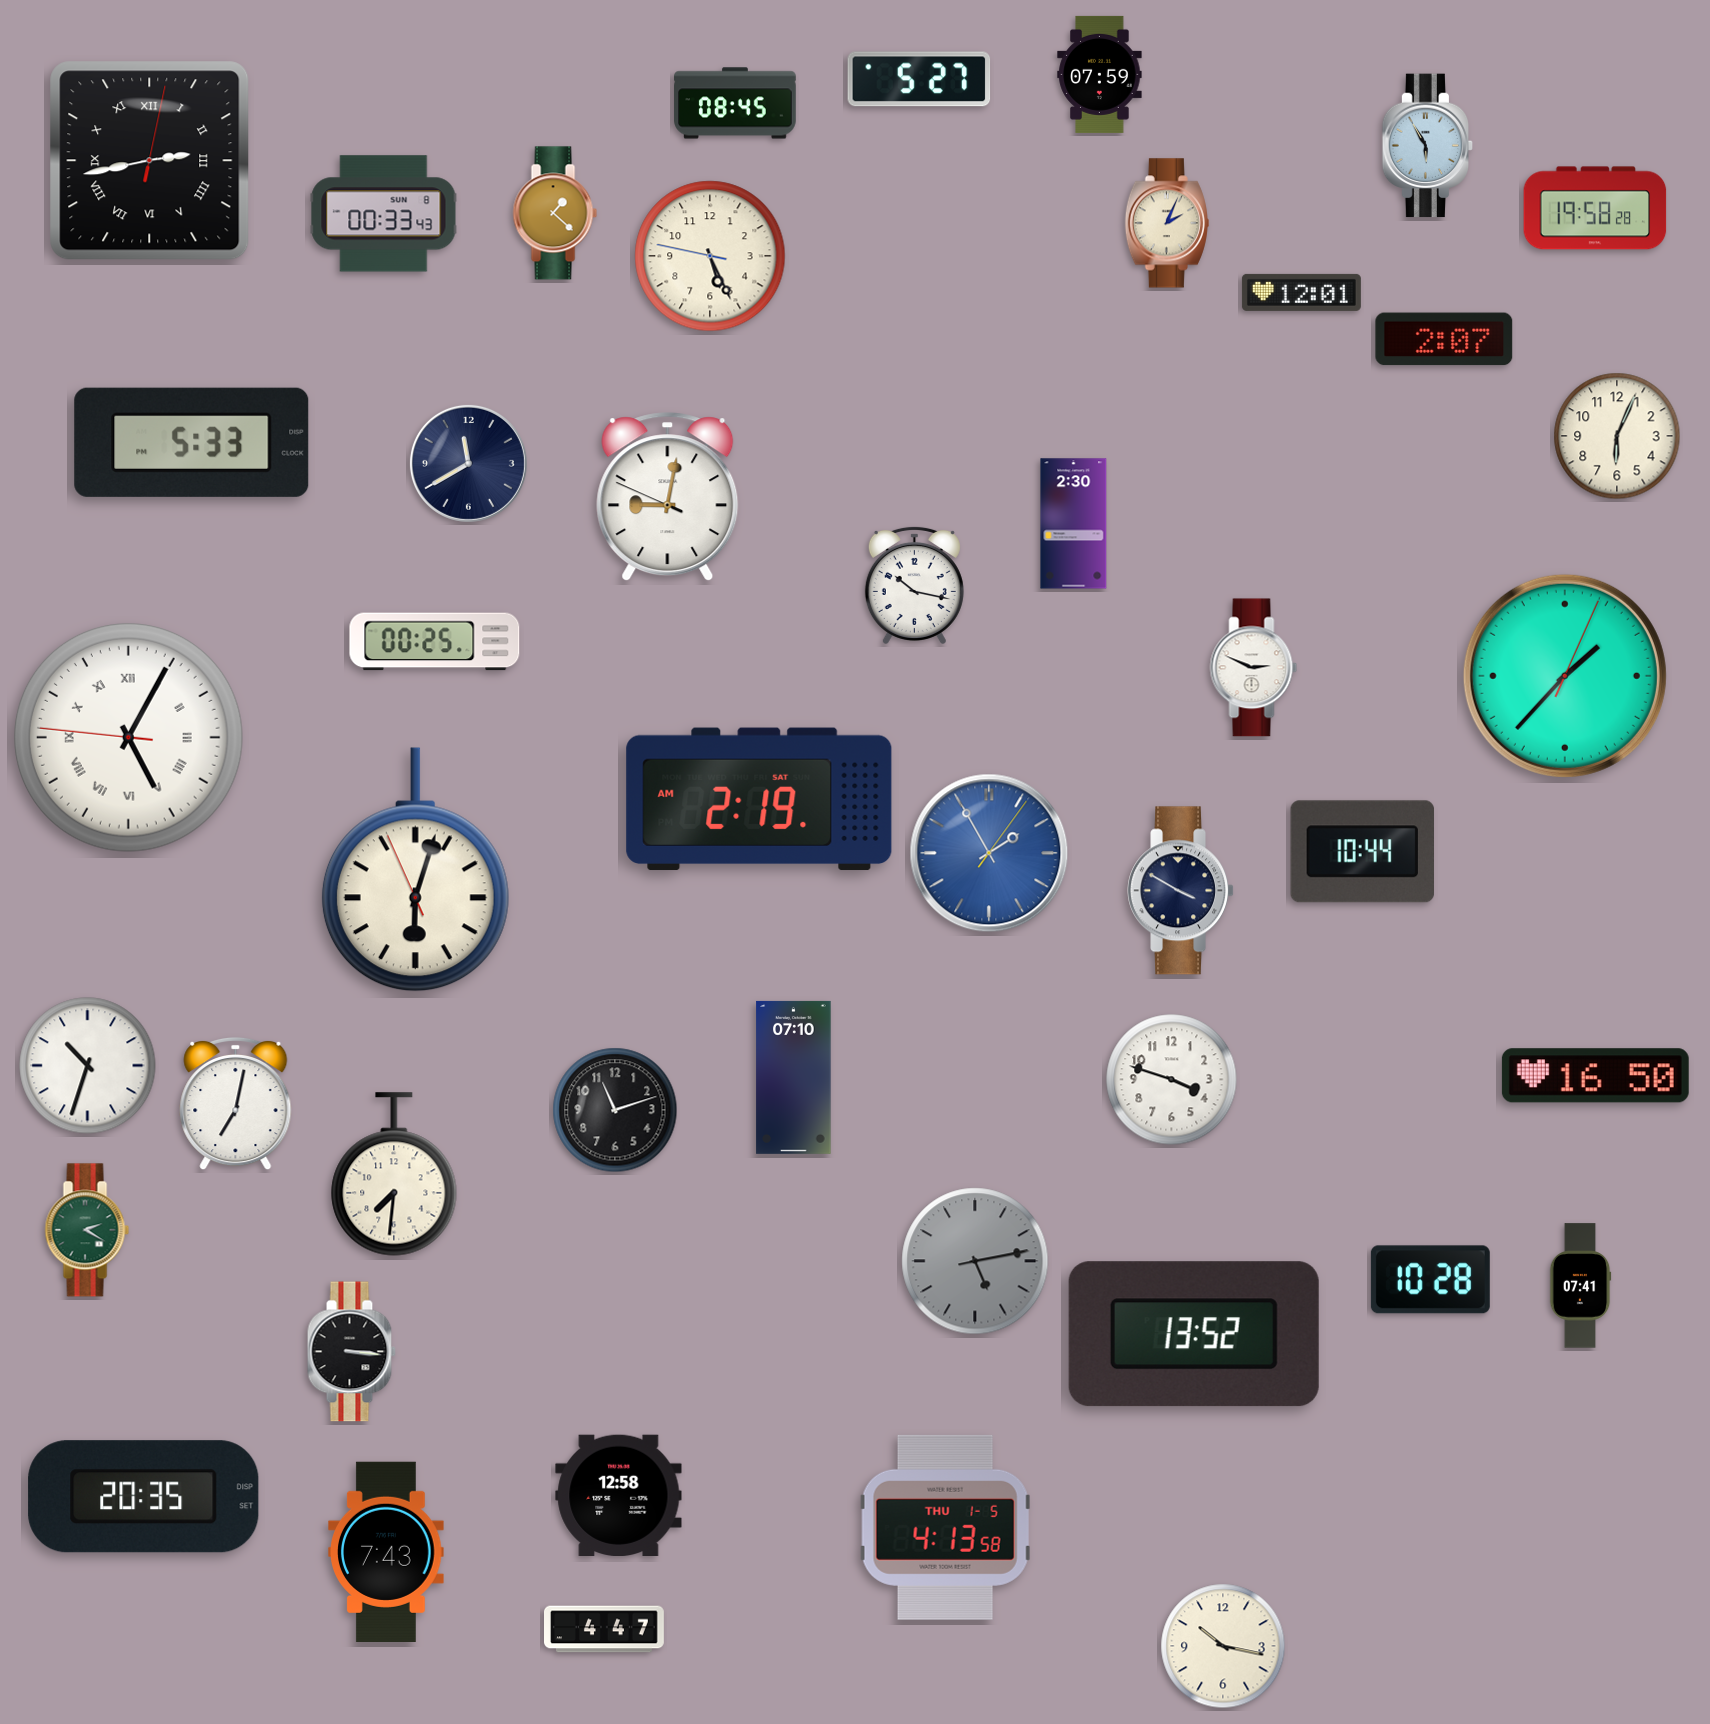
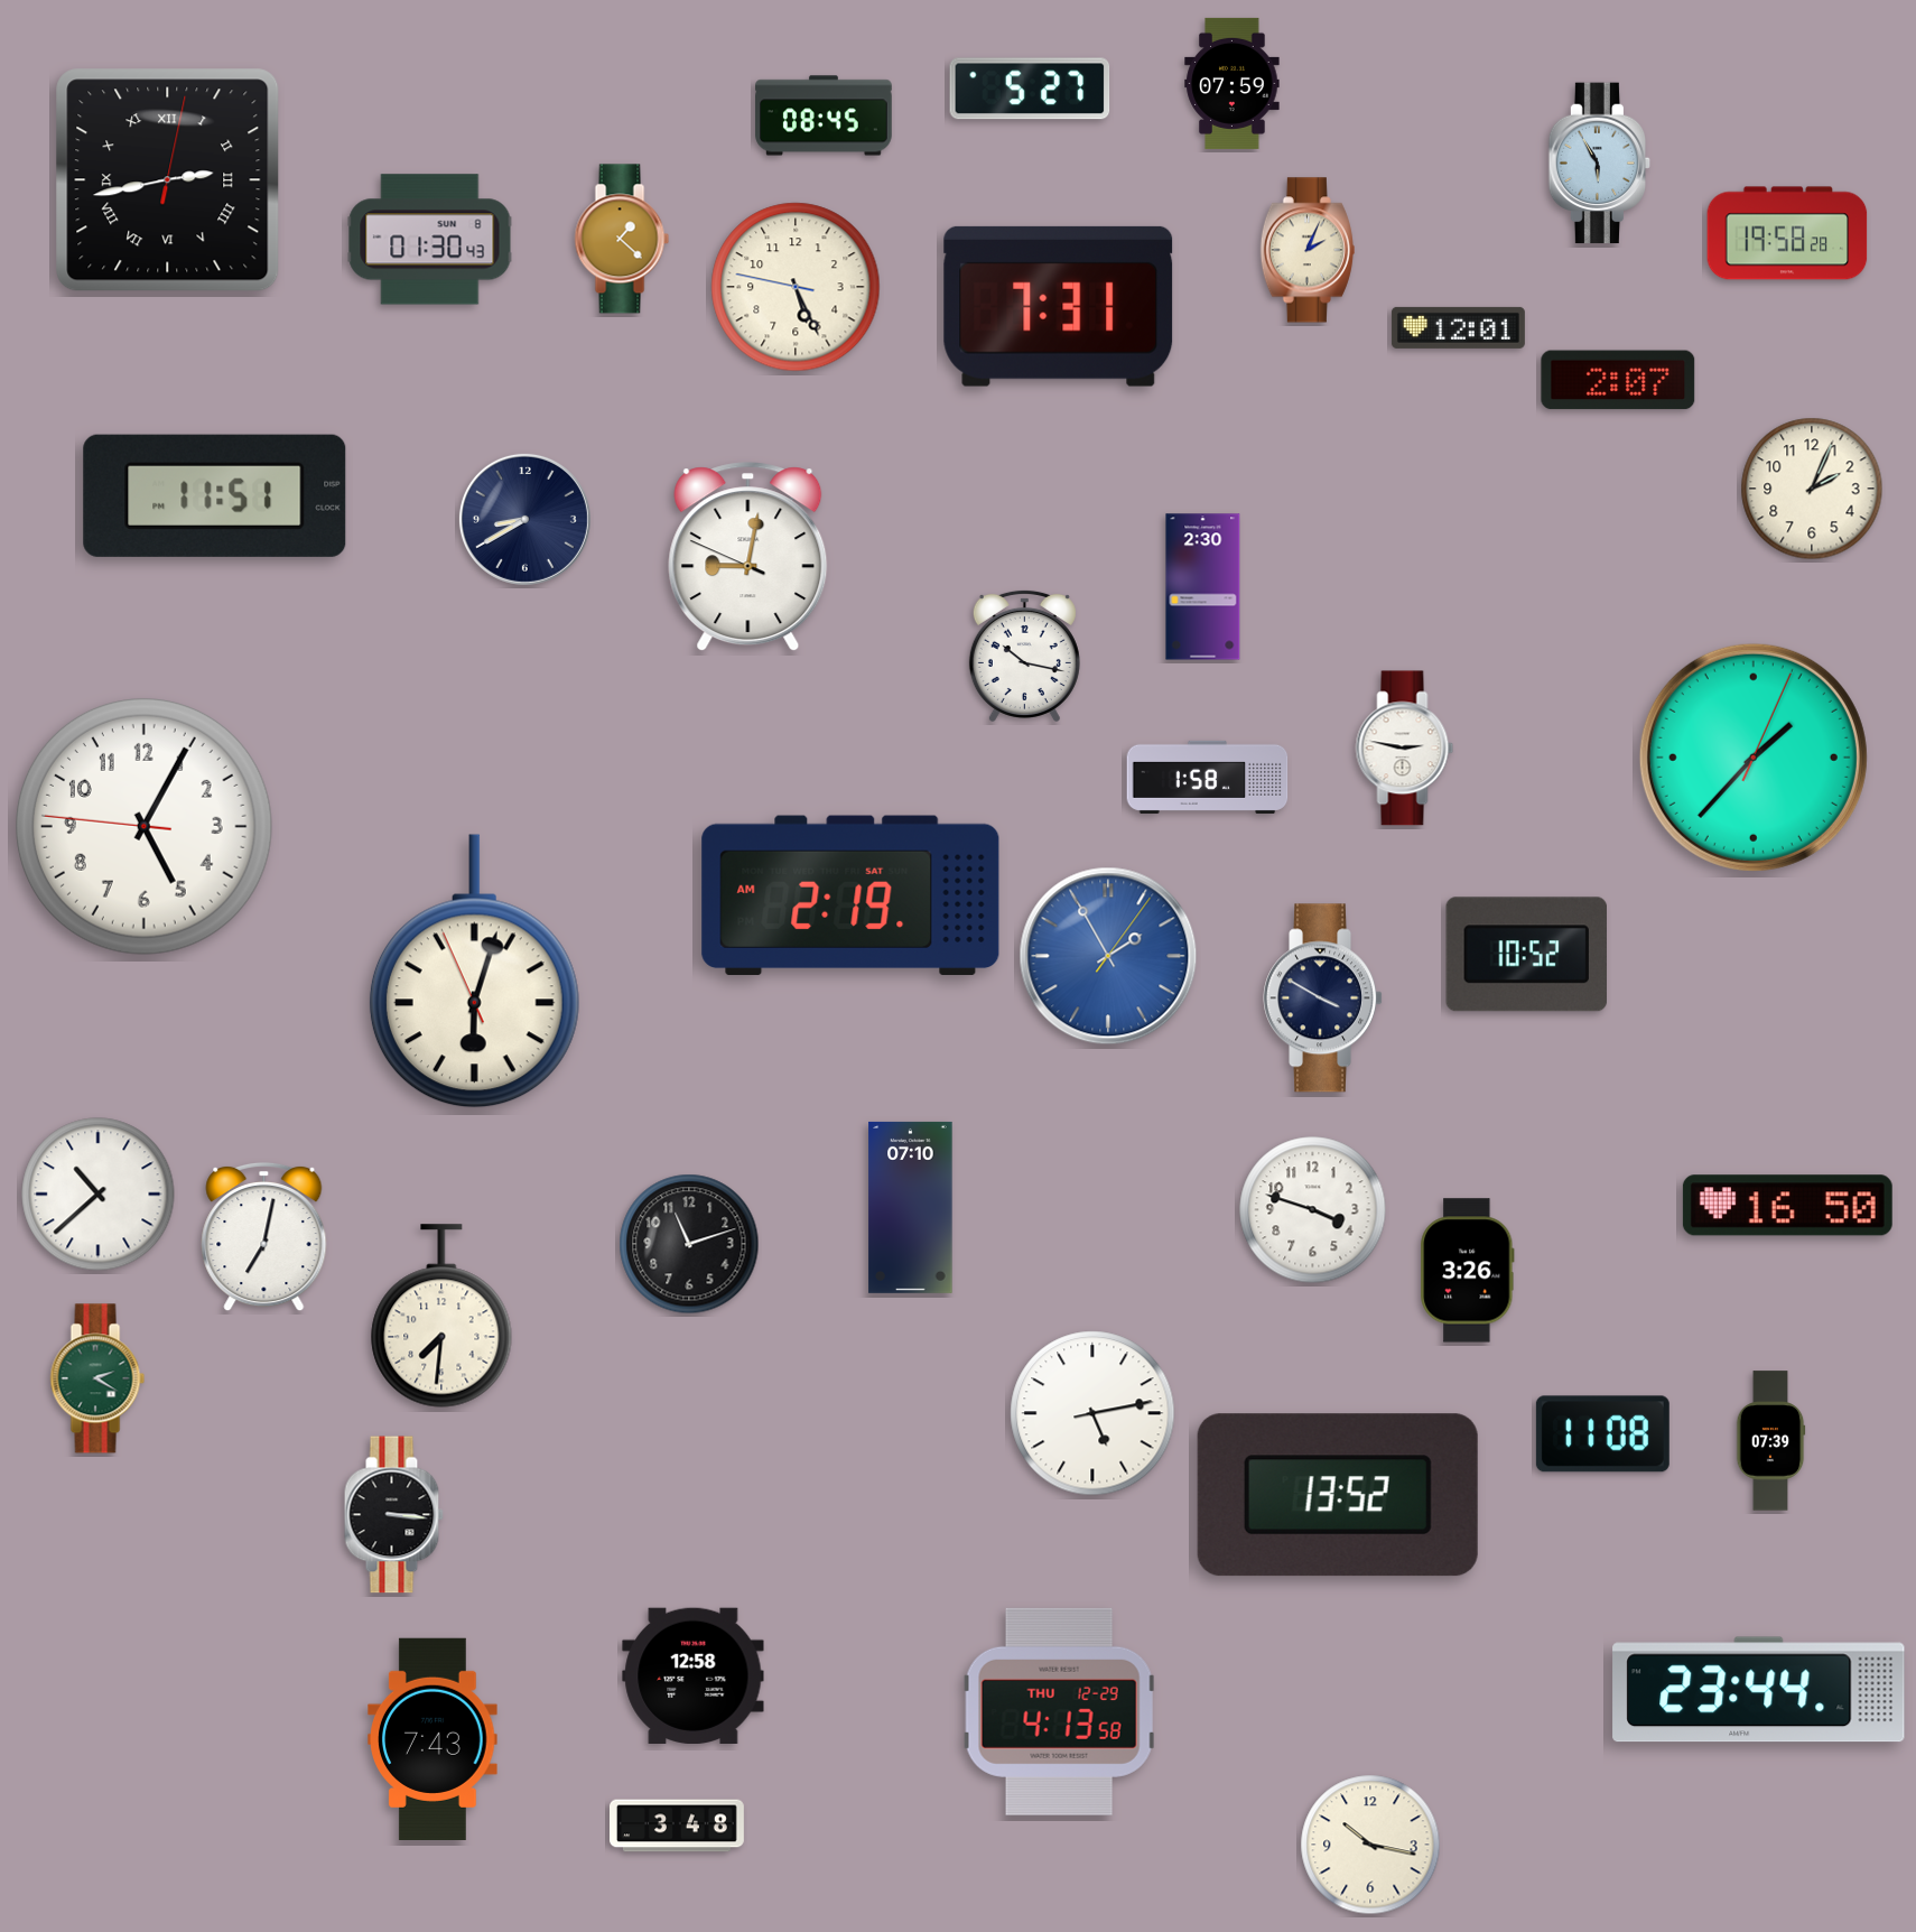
clock at (384, 214): 00:33 -> 01:30
clock at (1059, 306): none -> 7:31
clock at (1617, 436): 6:04 -> 2:04
clock at (192, 442): 5:33 -> 11:51
clock at (468, 463): 11:40 -> 8:40
clock at (435, 642): 00:25 -> none
clock at (1254, 668): 2:49 -> 2:47
clock at (1208, 777): none -> 1:58
clock at (128, 737) numerals: Roman -> Arabic
clock at (1362, 852): 10:44 -> 10:52
clock at (415, 870) position: (415, 870) -> (474, 972)
clock at (88, 1066): 10:33 -> 10:38
clock at (794, 1077) position: (794, 1077) -> (911, 1207)
clock at (1468, 1271): none -> 3:26
clock at (975, 1261) dial: grey -> white
clock at (1430, 1280): 10:28 -> 11:08
clock at (1580, 1286): 07:41 -> 07:39
clock at (144, 1497): 20:35 -> none
clock at (1759, 1690): none -> 23:44
clock at (946, 1527) date: THU 1-5 -> THU 12-29
clock at (605, 1629): 4:47 -> 3:48
